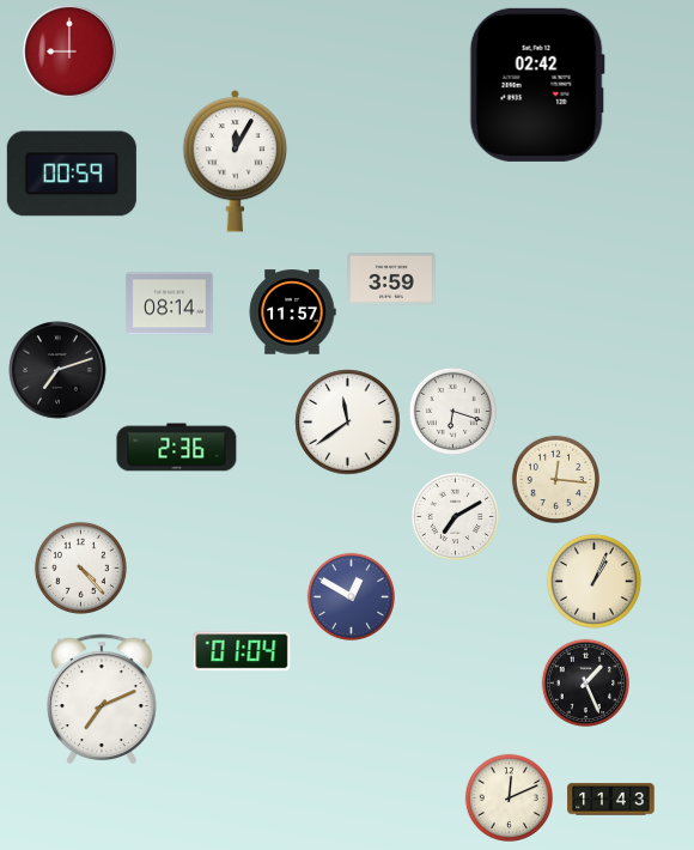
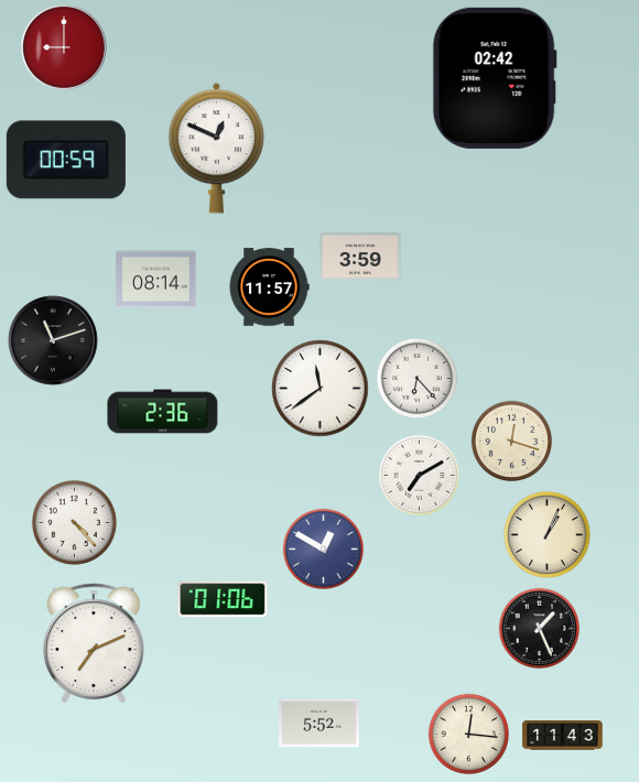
clock at (236, 160): 12:05 -> 12:49
clock at (57, 370): 7:12 -> 11:12
clock at (452, 411): 6:18 -> 6:23
clock at (555, 479): 12:16 -> 12:18
clock at (242, 651): 01:04 -> 01:06
clock at (319, 724): none -> 5:52
clock at (509, 797): 12:11 -> 12:16
